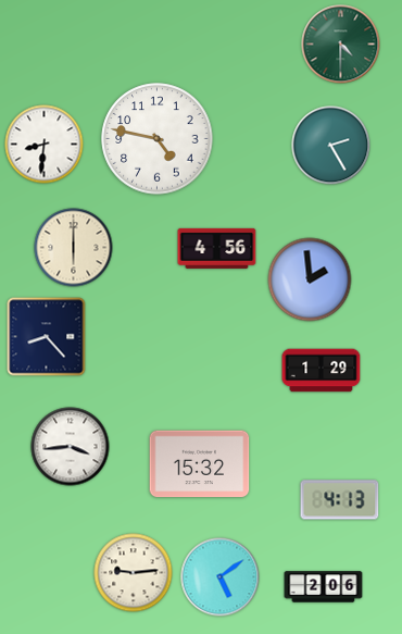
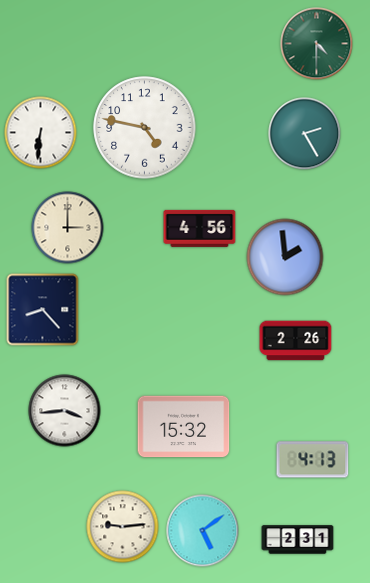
clock at (341, 45) position: (341, 45) -> (317, 44)
clock at (45, 145): 8:31 -> 6:31
clock at (74, 248): 6:00 -> 3:00
clock at (322, 371): 1:29 -> 2:26
clock at (324, 587): 2:06 -> 2:31
